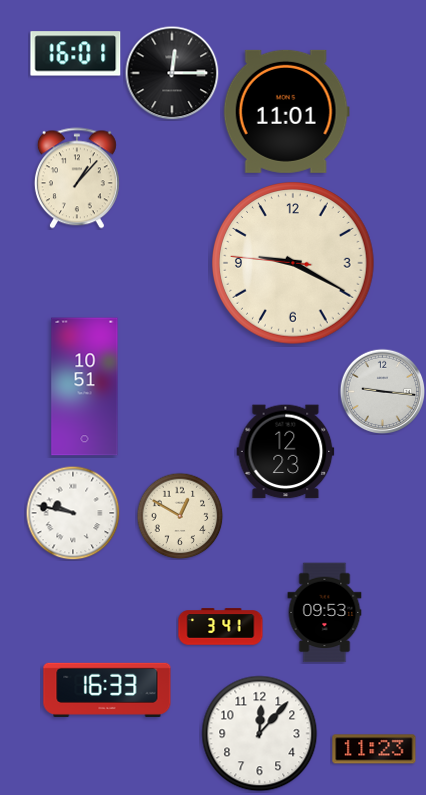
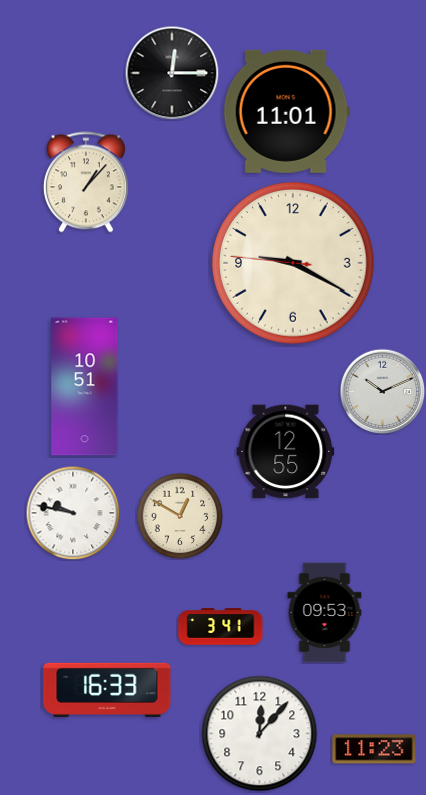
clock at (76, 54): 16:01 -> none
clock at (77, 178) position: (77, 178) -> (86, 182)
clock at (382, 391): 9:16 -> 10:11
clock at (286, 452): 12:23 -> 12:55
